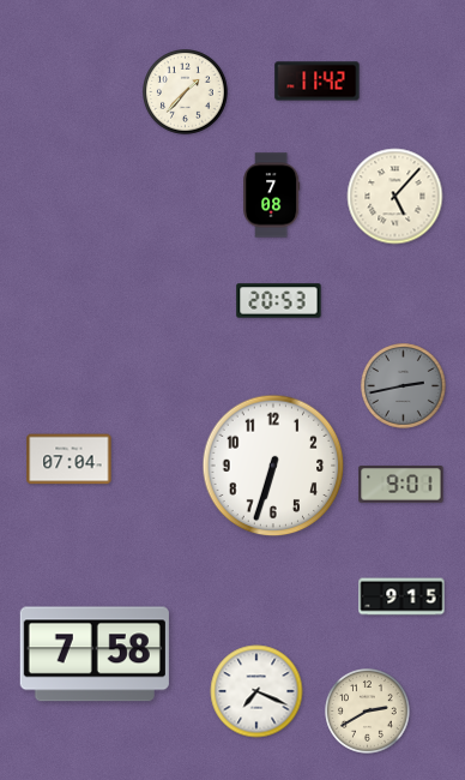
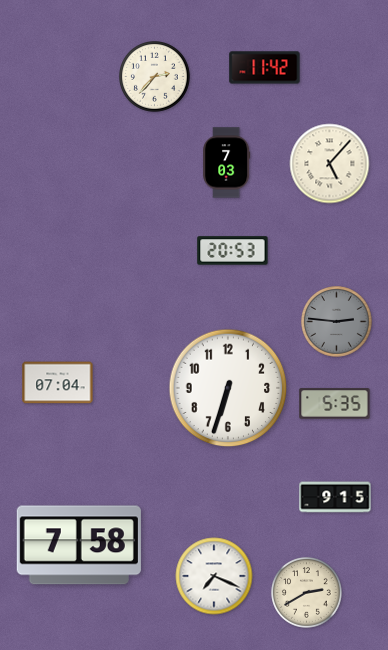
clock at (186, 92): 1:37 -> 2:37
clock at (272, 196): 7:08 -> 7:03
clock at (404, 386): 2:43 -> 2:46
clock at (401, 485): 9:01 -> 5:35
